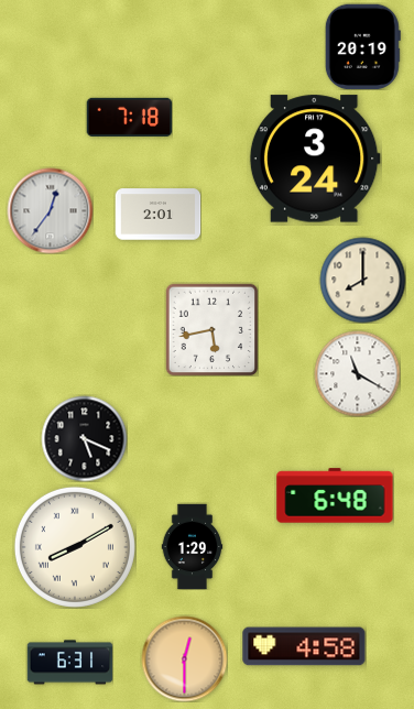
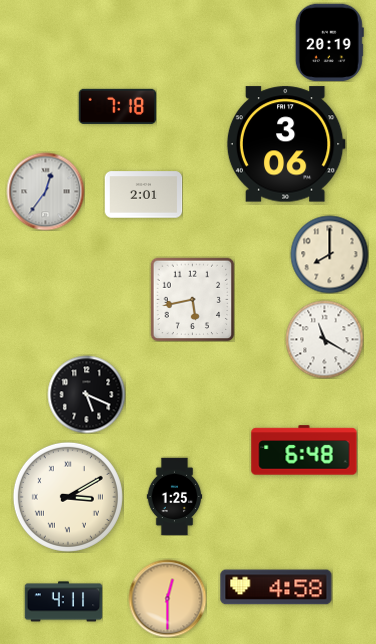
clock at (315, 159): 3:24 -> 3:06
clock at (84, 438) position: (84, 438) -> (86, 394)
clock at (193, 546): 1:29 -> 1:25
clock at (75, 547): 8:10 -> 3:10
clock at (69, 663): 6:31 -> 4:11
